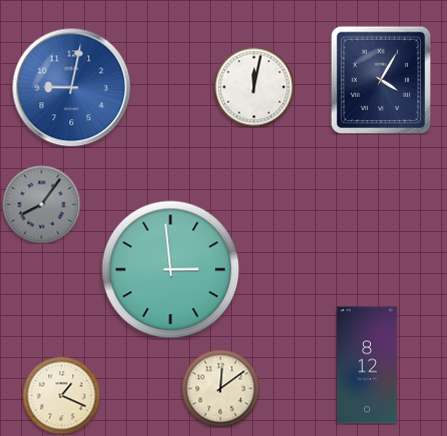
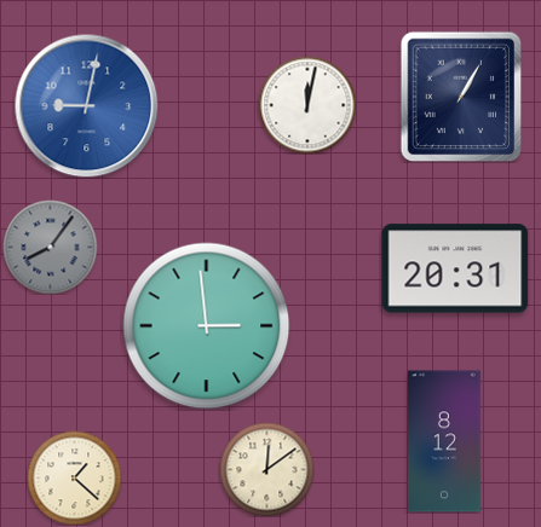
clock at (381, 80): 4:05 -> 1:05
clock at (455, 268): none -> 20:31
clock at (61, 395): 1:19 -> 1:22
